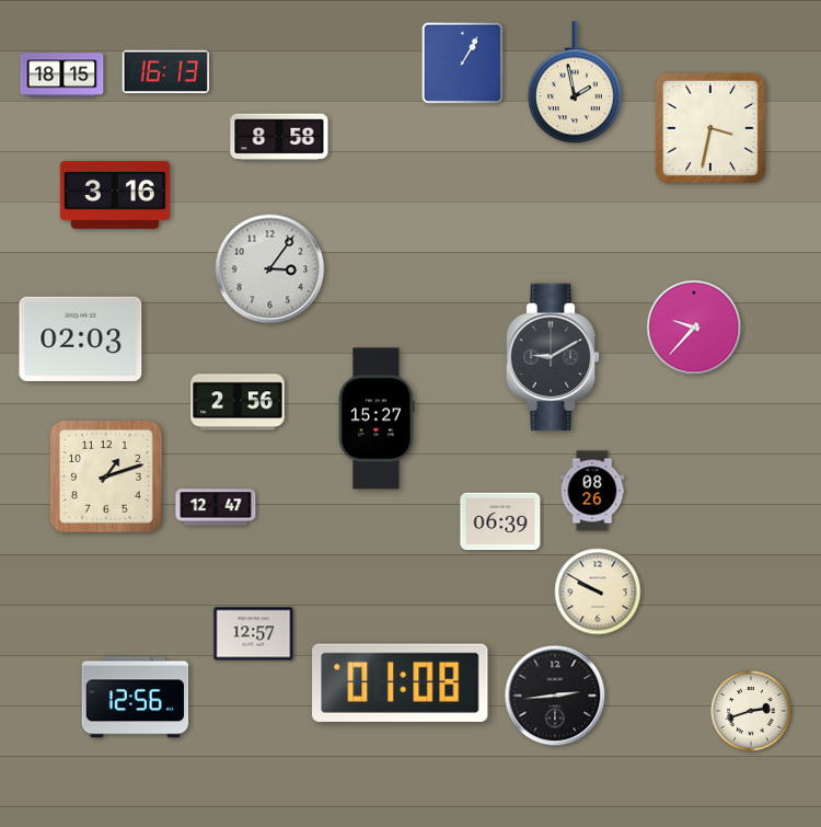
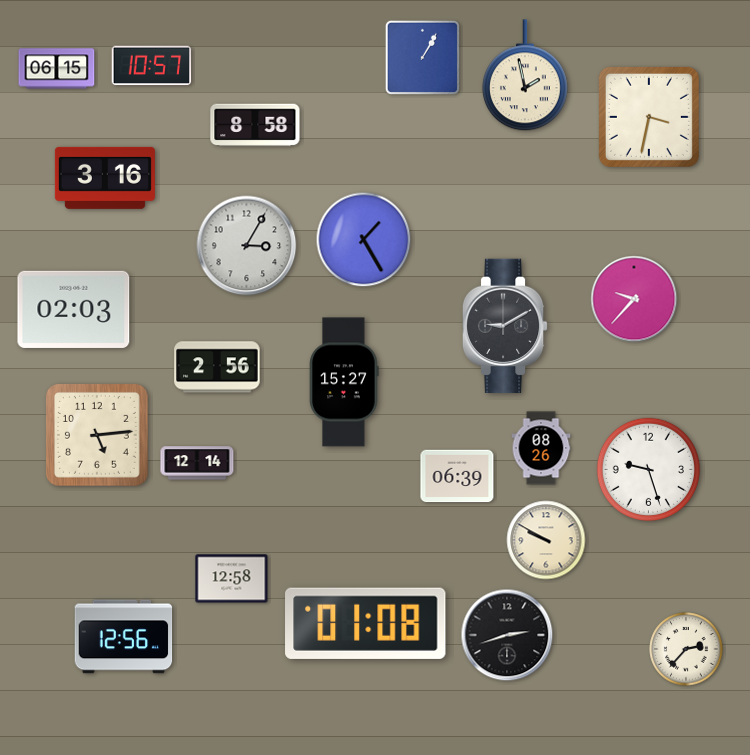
clock at (166, 72): 16:13 -> 10:57
clock at (62, 76): 18:15 -> 06:15
clock at (364, 240): none -> 1:25
clock at (270, 269): 3:06 -> 3:05
clock at (106, 476): 1:12 -> 5:14
clock at (216, 507): 12:47 -> 12:14
clock at (648, 469): none -> 9:27
clock at (254, 634): 12:57 -> 12:58
clock at (555, 696): 2:44 -> 2:42
clock at (751, 711): 2:42 -> 2:37
